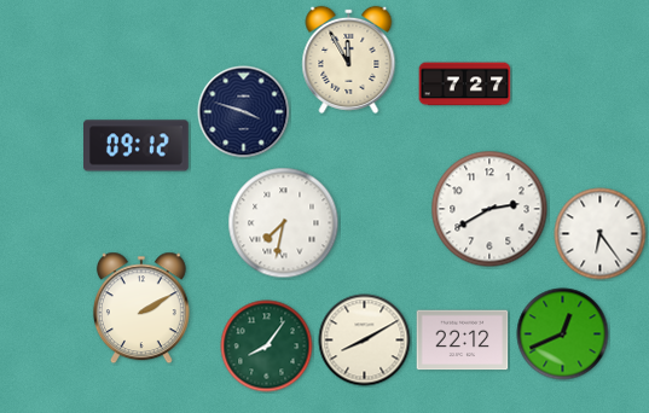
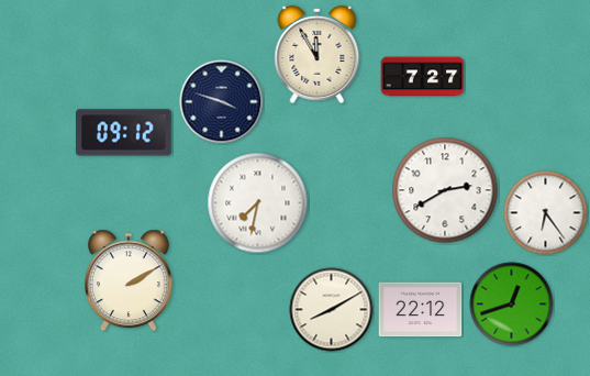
clock at (563, 335): 12:41 -> 12:42
clock at (267, 347): 8:06 -> none
